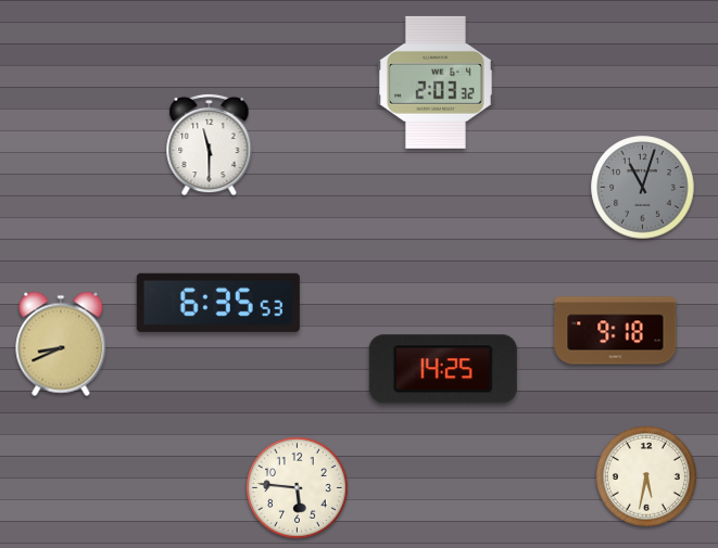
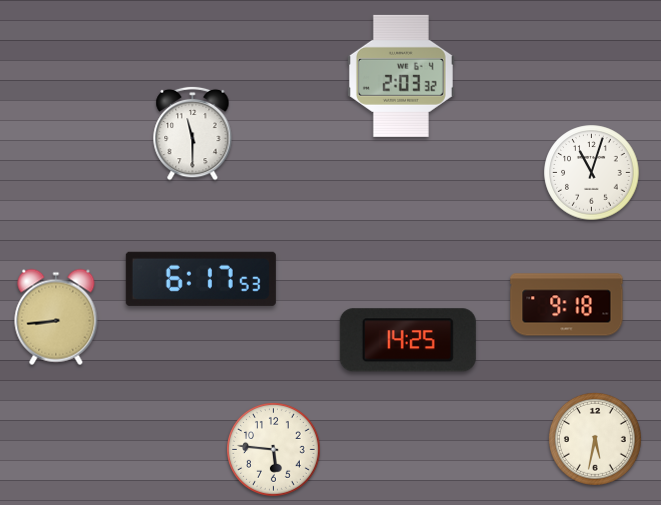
clock at (643, 188) dial: grey -> white
clock at (218, 303): 6:35 -> 6:17
clock at (61, 344): 8:41 -> 8:44
